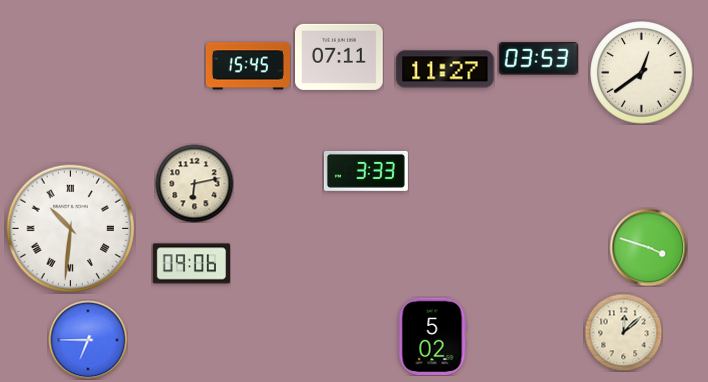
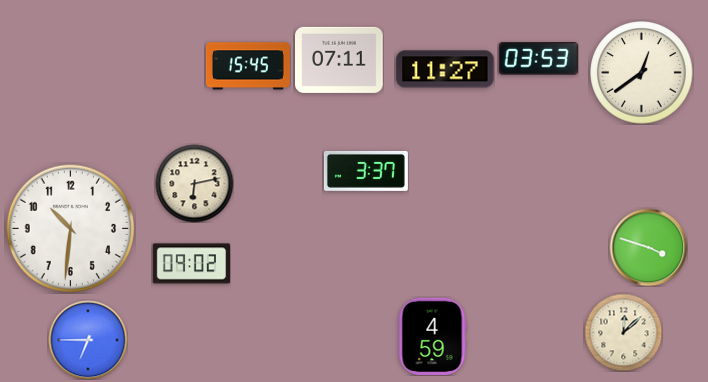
clock at (340, 57) position: (340, 57) -> (340, 60)
clock at (366, 171): 3:33 -> 3:37
clock at (70, 228) numerals: Roman -> Arabic
clock at (191, 264): 09:06 -> 09:02
clock at (432, 336): 5:02 -> 4:59
